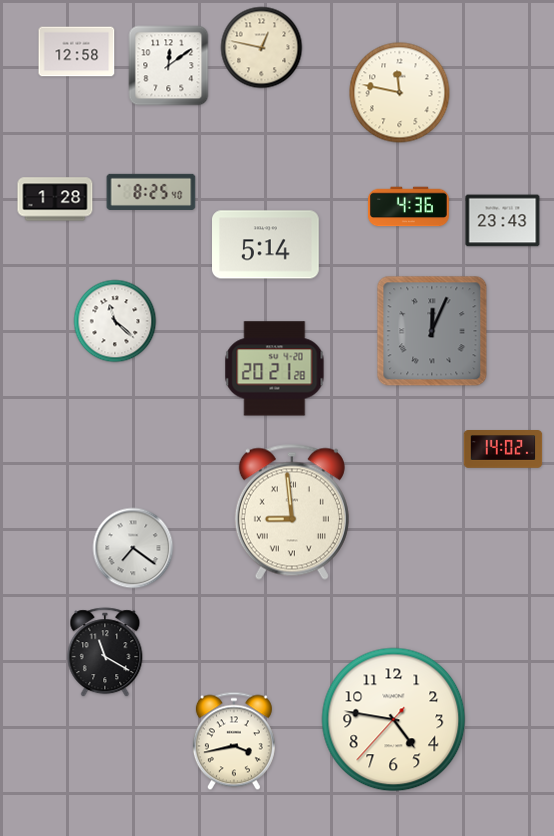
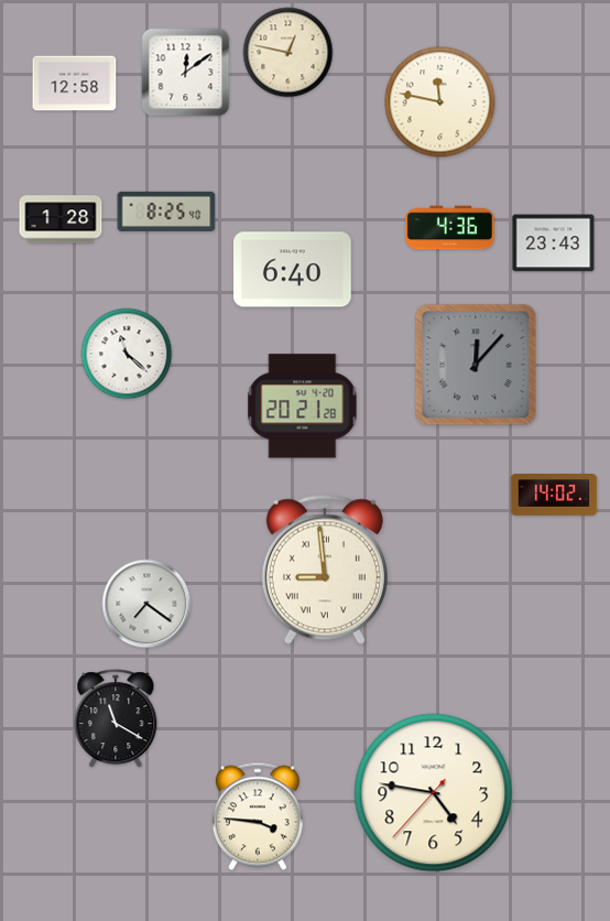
clock at (77, 52) position: (77, 52) -> (75, 84)
clock at (266, 245): 5:14 -> 6:40
clock at (432, 331): 12:04 -> 12:07
clock at (292, 512) position: (292, 512) -> (325, 570)
clock at (234, 741): 3:43 -> 3:46
